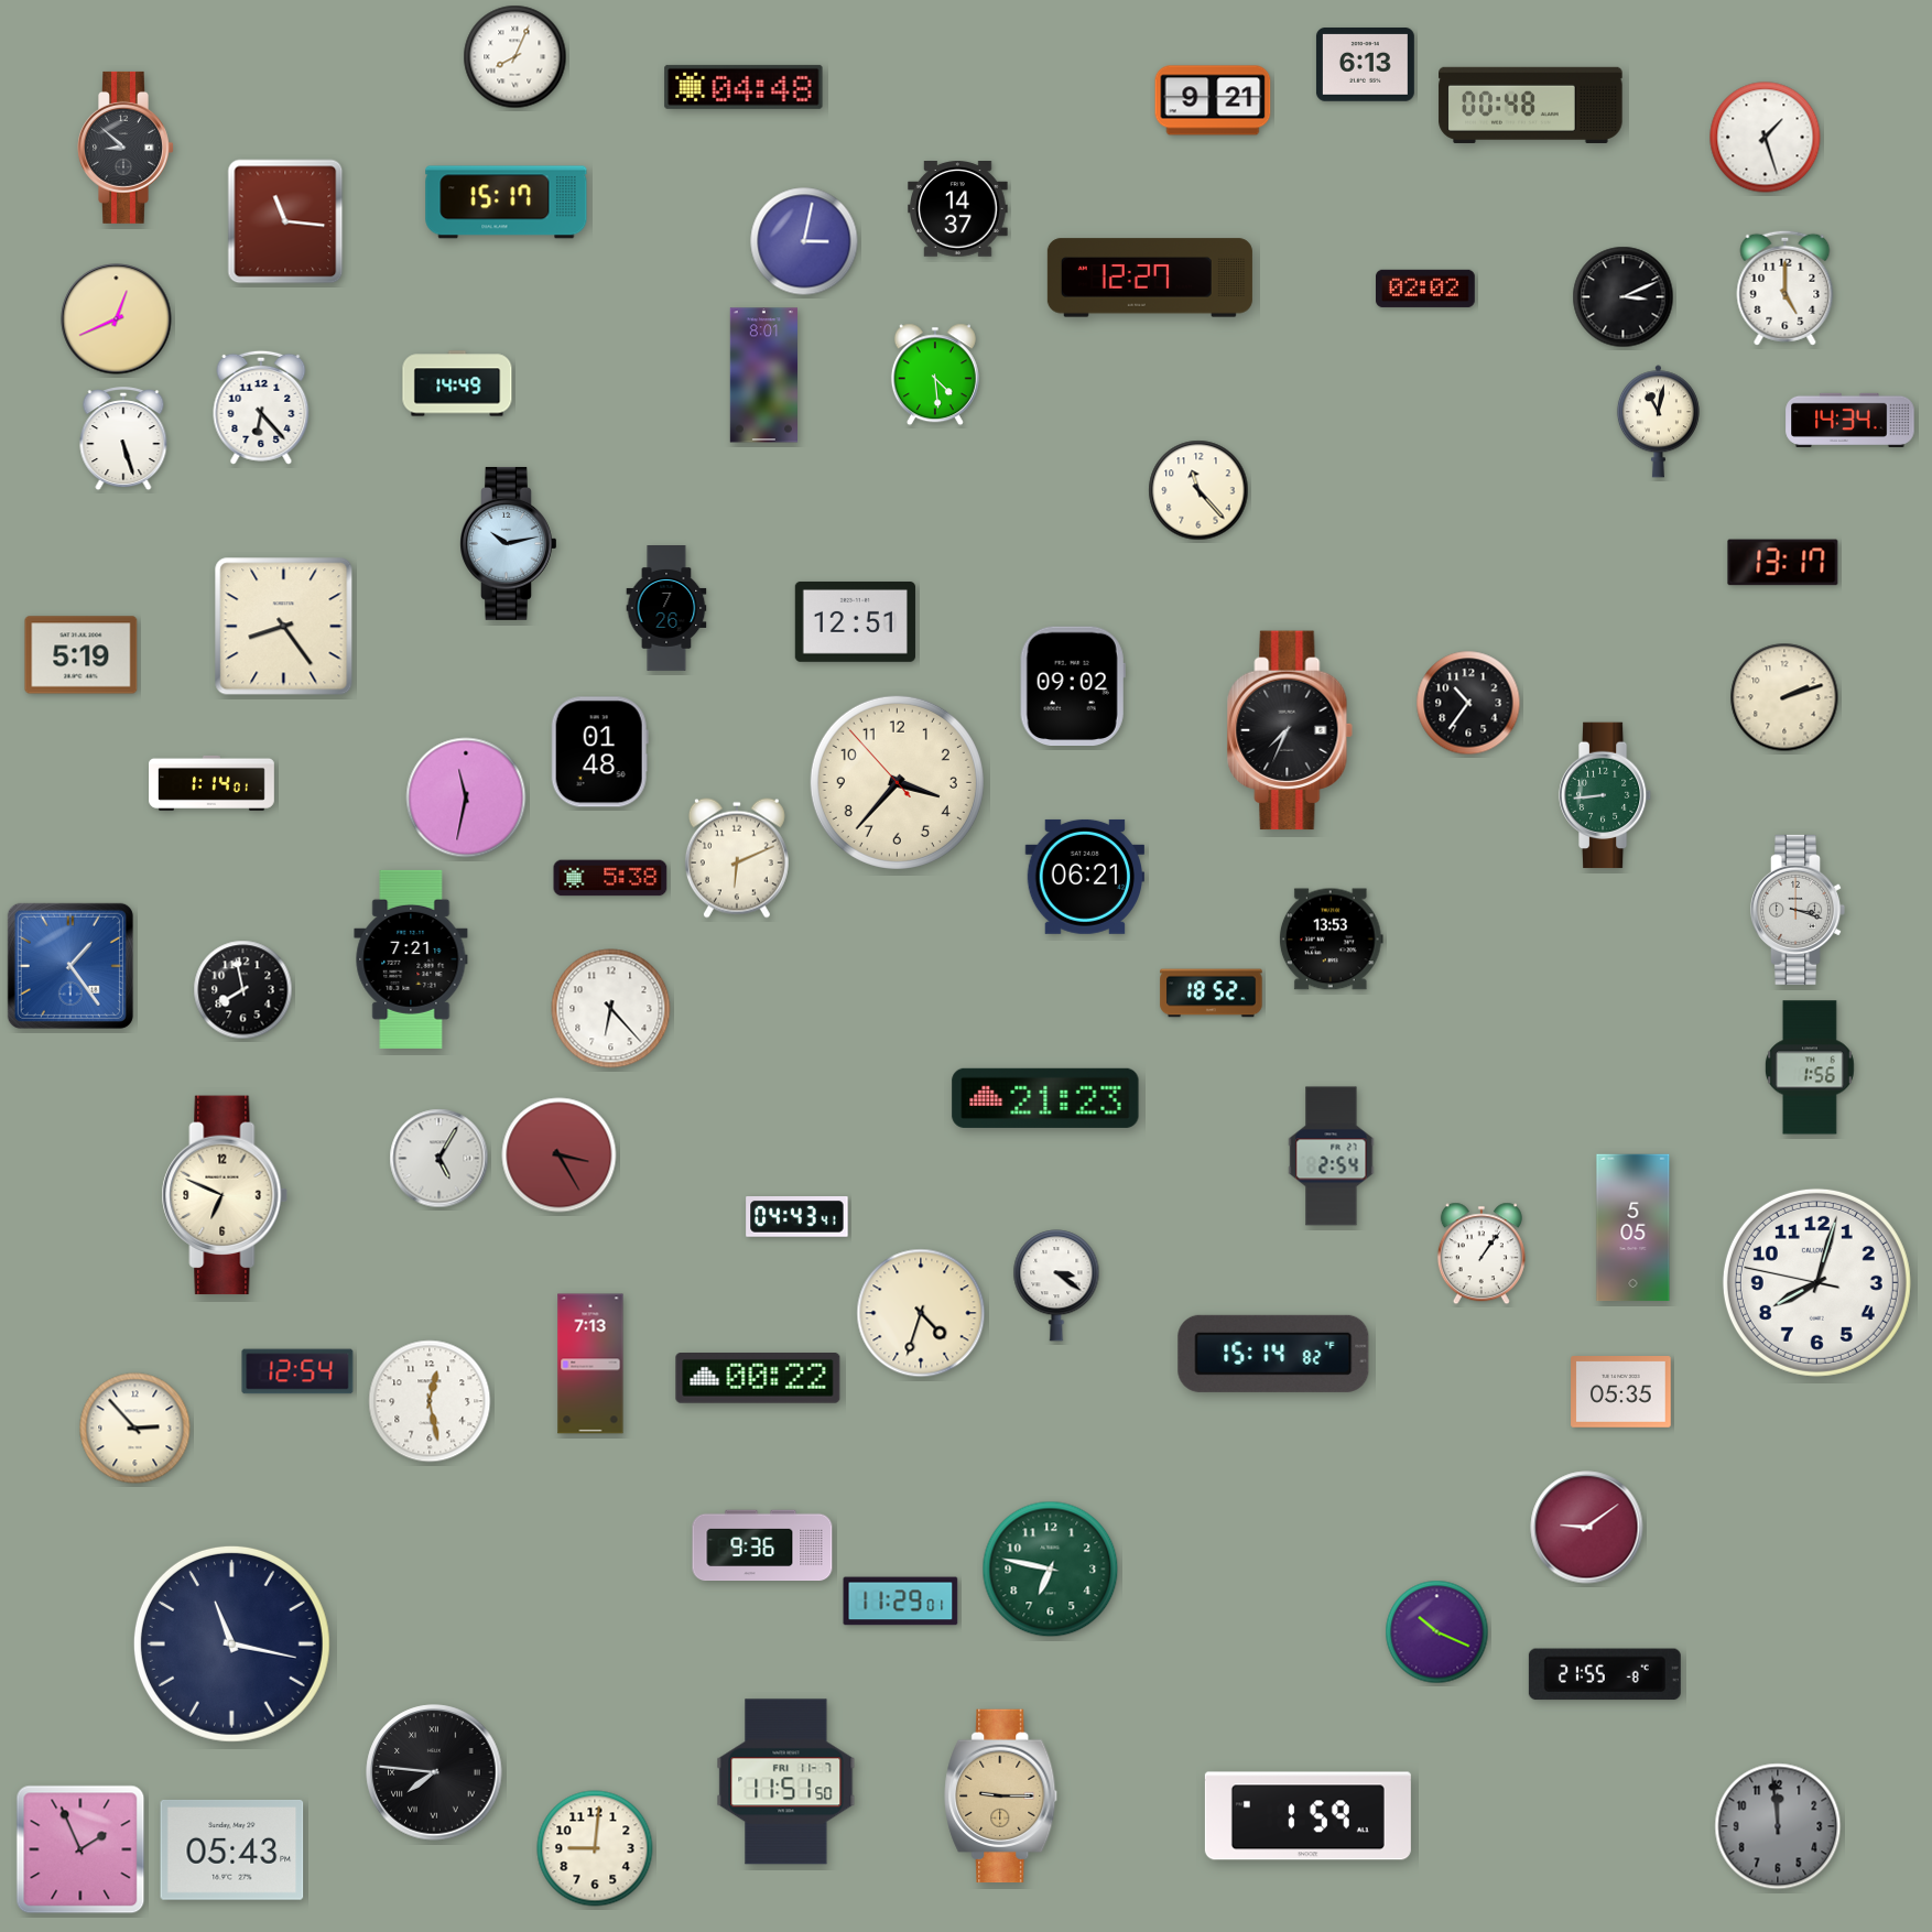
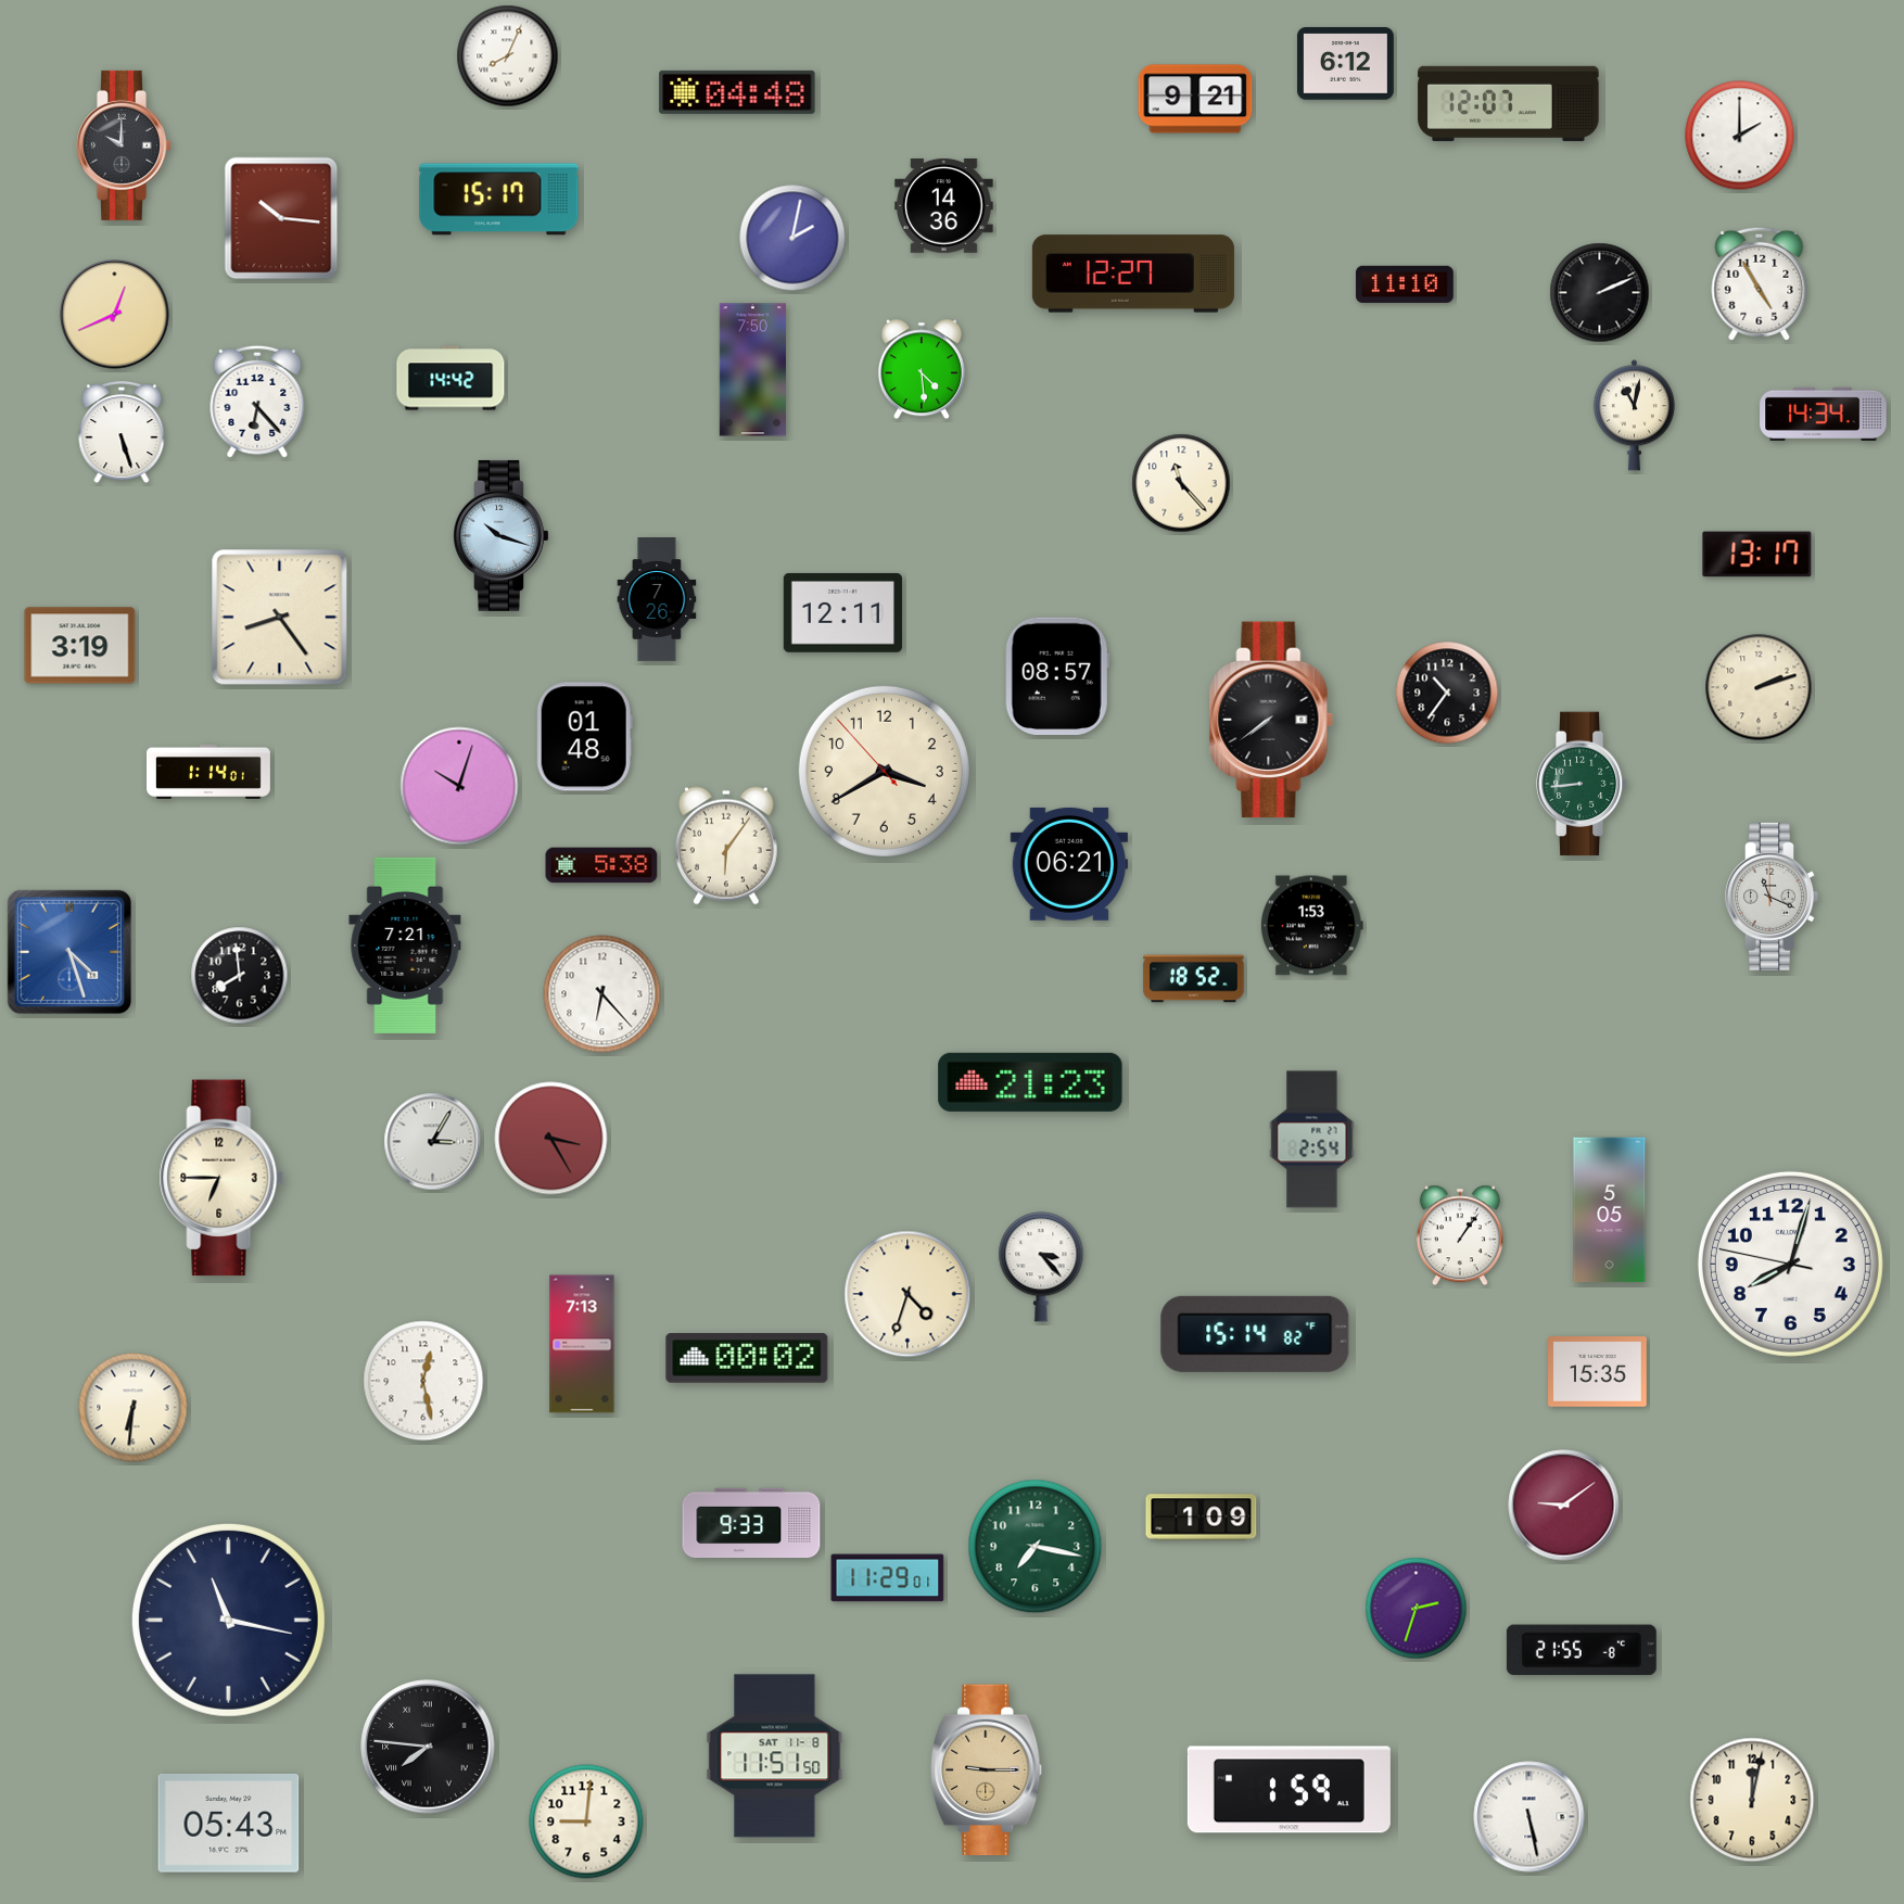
clock at (1365, 65): 6:13 -> 6:12
clock at (744, 87) position: (744, 87) -> (737, 92)
clock at (1531, 105): 00:48 -> 12:07
clock at (1766, 138): 1:27 -> 2:00
clock at (127, 148): 8:52 -> 10:00
clock at (958, 209): 14:37 -> 14:36
clock at (285, 221): 11:16 -> 10:16
clock at (804, 241): 3:02 -> 2:02
clock at (1786, 287): 5:00 -> 4:55
clock at (1426, 289): 02:02 -> 11:10
clock at (1624, 297): 3:11 -> 2:11
clock at (763, 376): 8:01 -> 7:50
clock at (457, 383): 14:49 -> 14:42
clock at (509, 543): 10:13 -> 10:18
clock at (855, 621): 12:51 -> 12:11
clock at (82, 655): 5:19 -> 3:19
clock at (1073, 685): 09:02 -> 08:57
clock at (1290, 730): 7:34 -> 7:39
clock at (599, 752) position: (599, 752) -> (584, 737)
clock at (897, 782): 3:36 -> 3:39
clock at (466, 797): 11:32 -> 10:03
clock at (737, 858): 6:11 -> 6:06
clock at (1799, 910): 3:18 -> 11:19
clock at (1331, 940): 13:53 -> 1:53
clock at (70, 966): 1:24 -> 4:27
clock at (243, 990): 7:58 -> 7:59
clock at (1810, 1067): 1:56 -> none
clock at (439, 1159): 5:05 -> 3:05
clock at (225, 1195): 6:49 -> 6:45
clock at (797, 1217): 04:43 -> none
clock at (1056, 1285): 3:21 -> 3:23
clock at (297, 1371): 12:54 -> none
clock at (758, 1379): 00:22 -> 00:02
clock at (1621, 1392): 05:35 -> 15:35
clock at (135, 1429): 2:53 -> 6:31
clock at (1202, 1518): none -> 1:09
clock at (762, 1545): 9:36 -> 9:33
clock at (1051, 1570): 6:47 -> 7:17
clock at (1437, 1632): 10:19 -> 2:33
clock at (786, 1782) date: FRI 11-7 -> SAT 11-8
clock at (1778, 1826): 11:59 -> 12:02
clock at (1778, 1826) dial: grey -> cream
clock at (1529, 1817): none -> 5:28
clock at (80, 1849): 1:56 -> none
